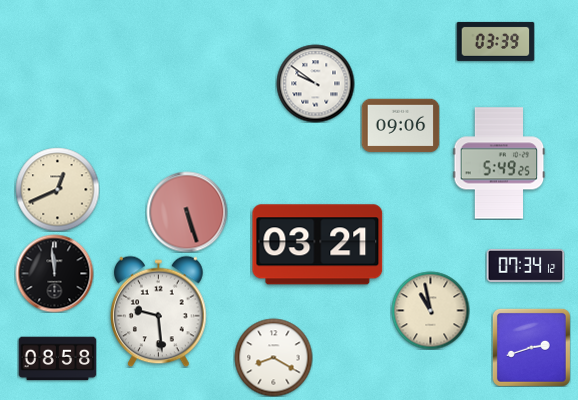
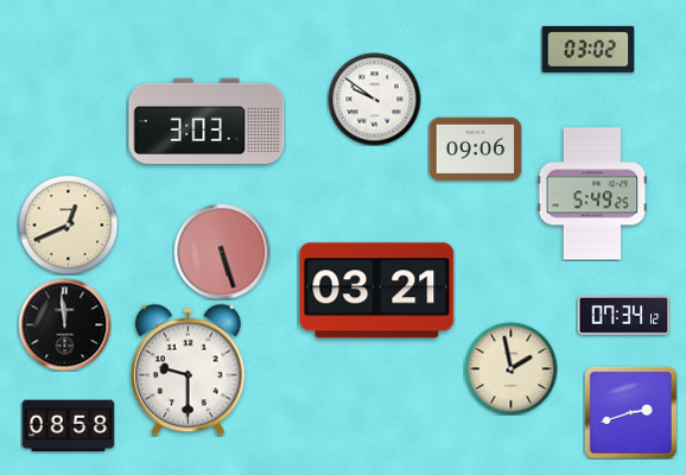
clock at (495, 41): 03:39 -> 03:02
clock at (207, 120): none -> 3:03
clock at (430, 310): 10:58 -> 1:58
clock at (159, 311): 9:29 -> 9:30
clock at (273, 357): 8:20 -> none
